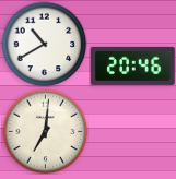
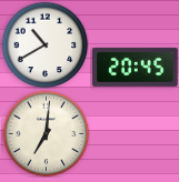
clock at (133, 65): 20:46 -> 20:45
